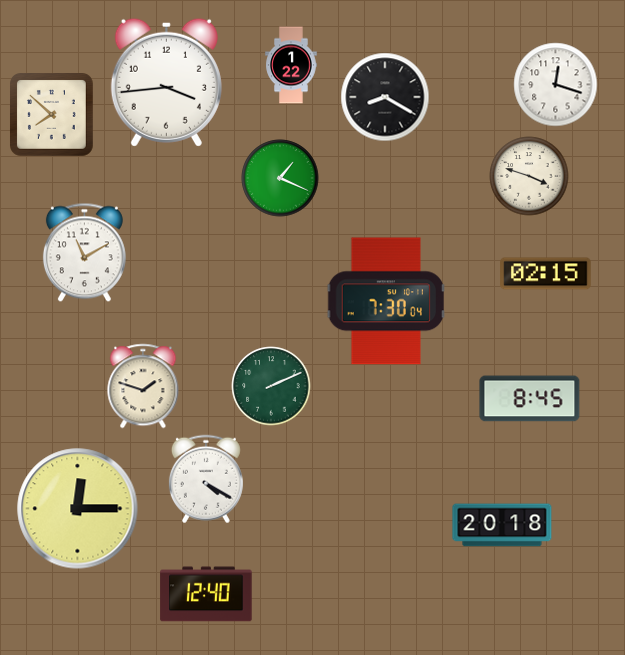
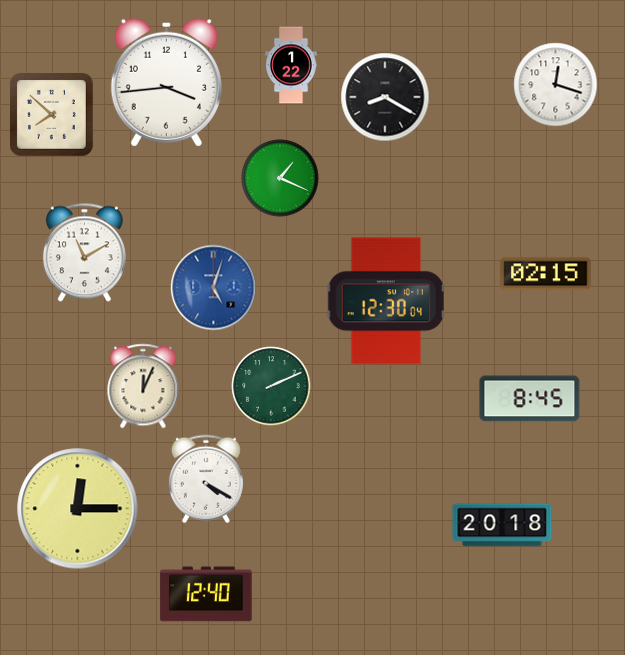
clock at (529, 176): 3:48 -> none
clock at (214, 288): none -> 5:03
clock at (385, 301): 7:30 -> 12:30
clock at (143, 386): 1:48 -> 12:04
